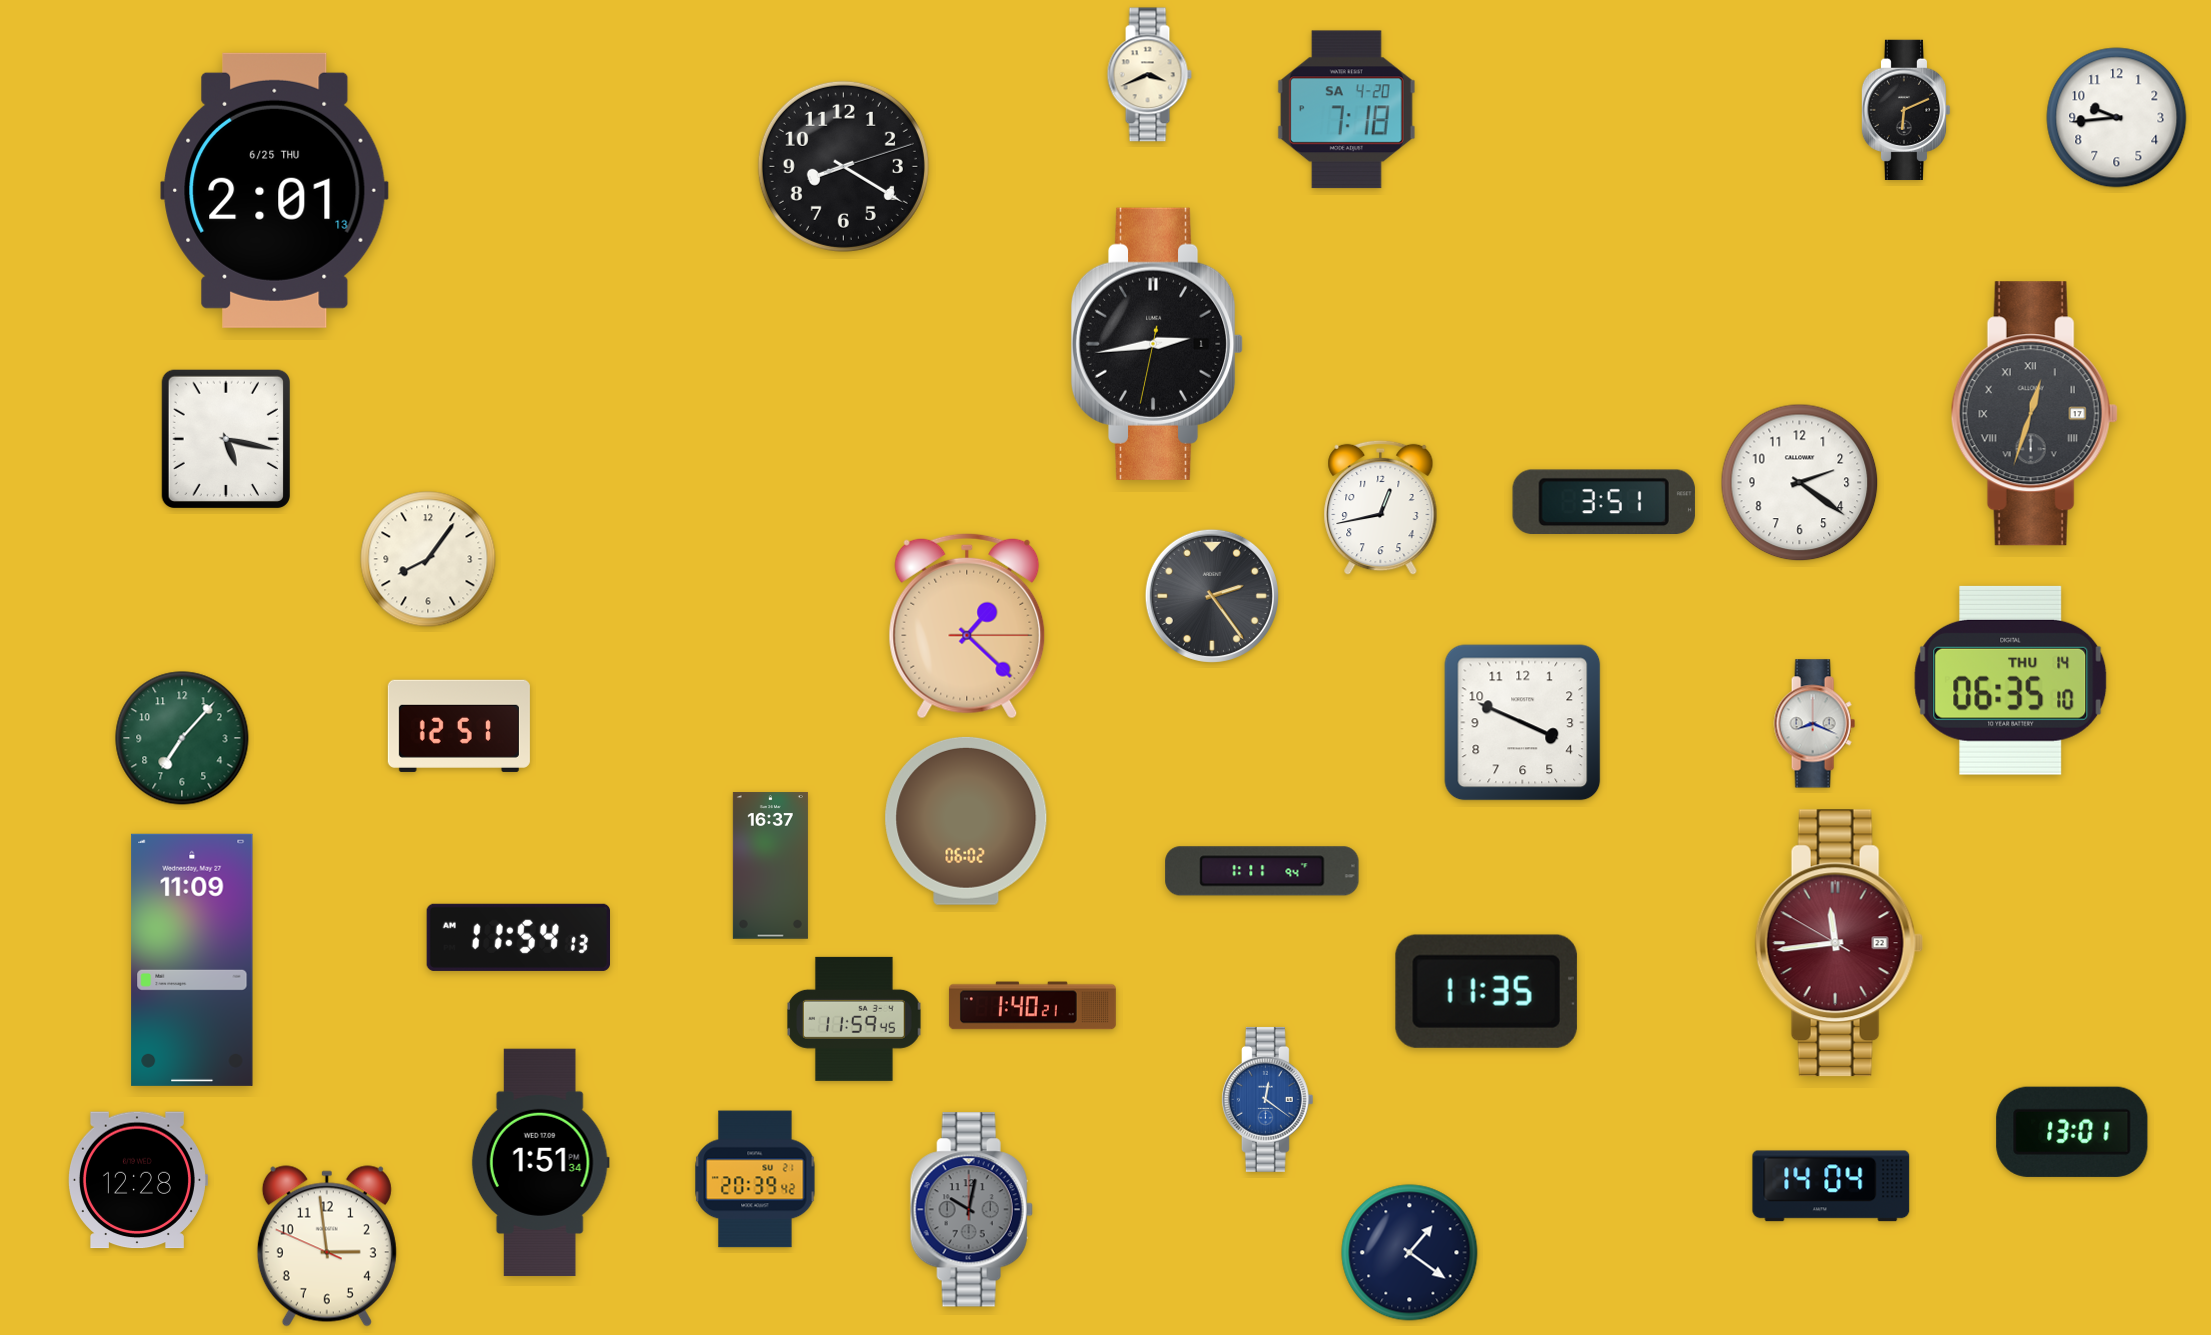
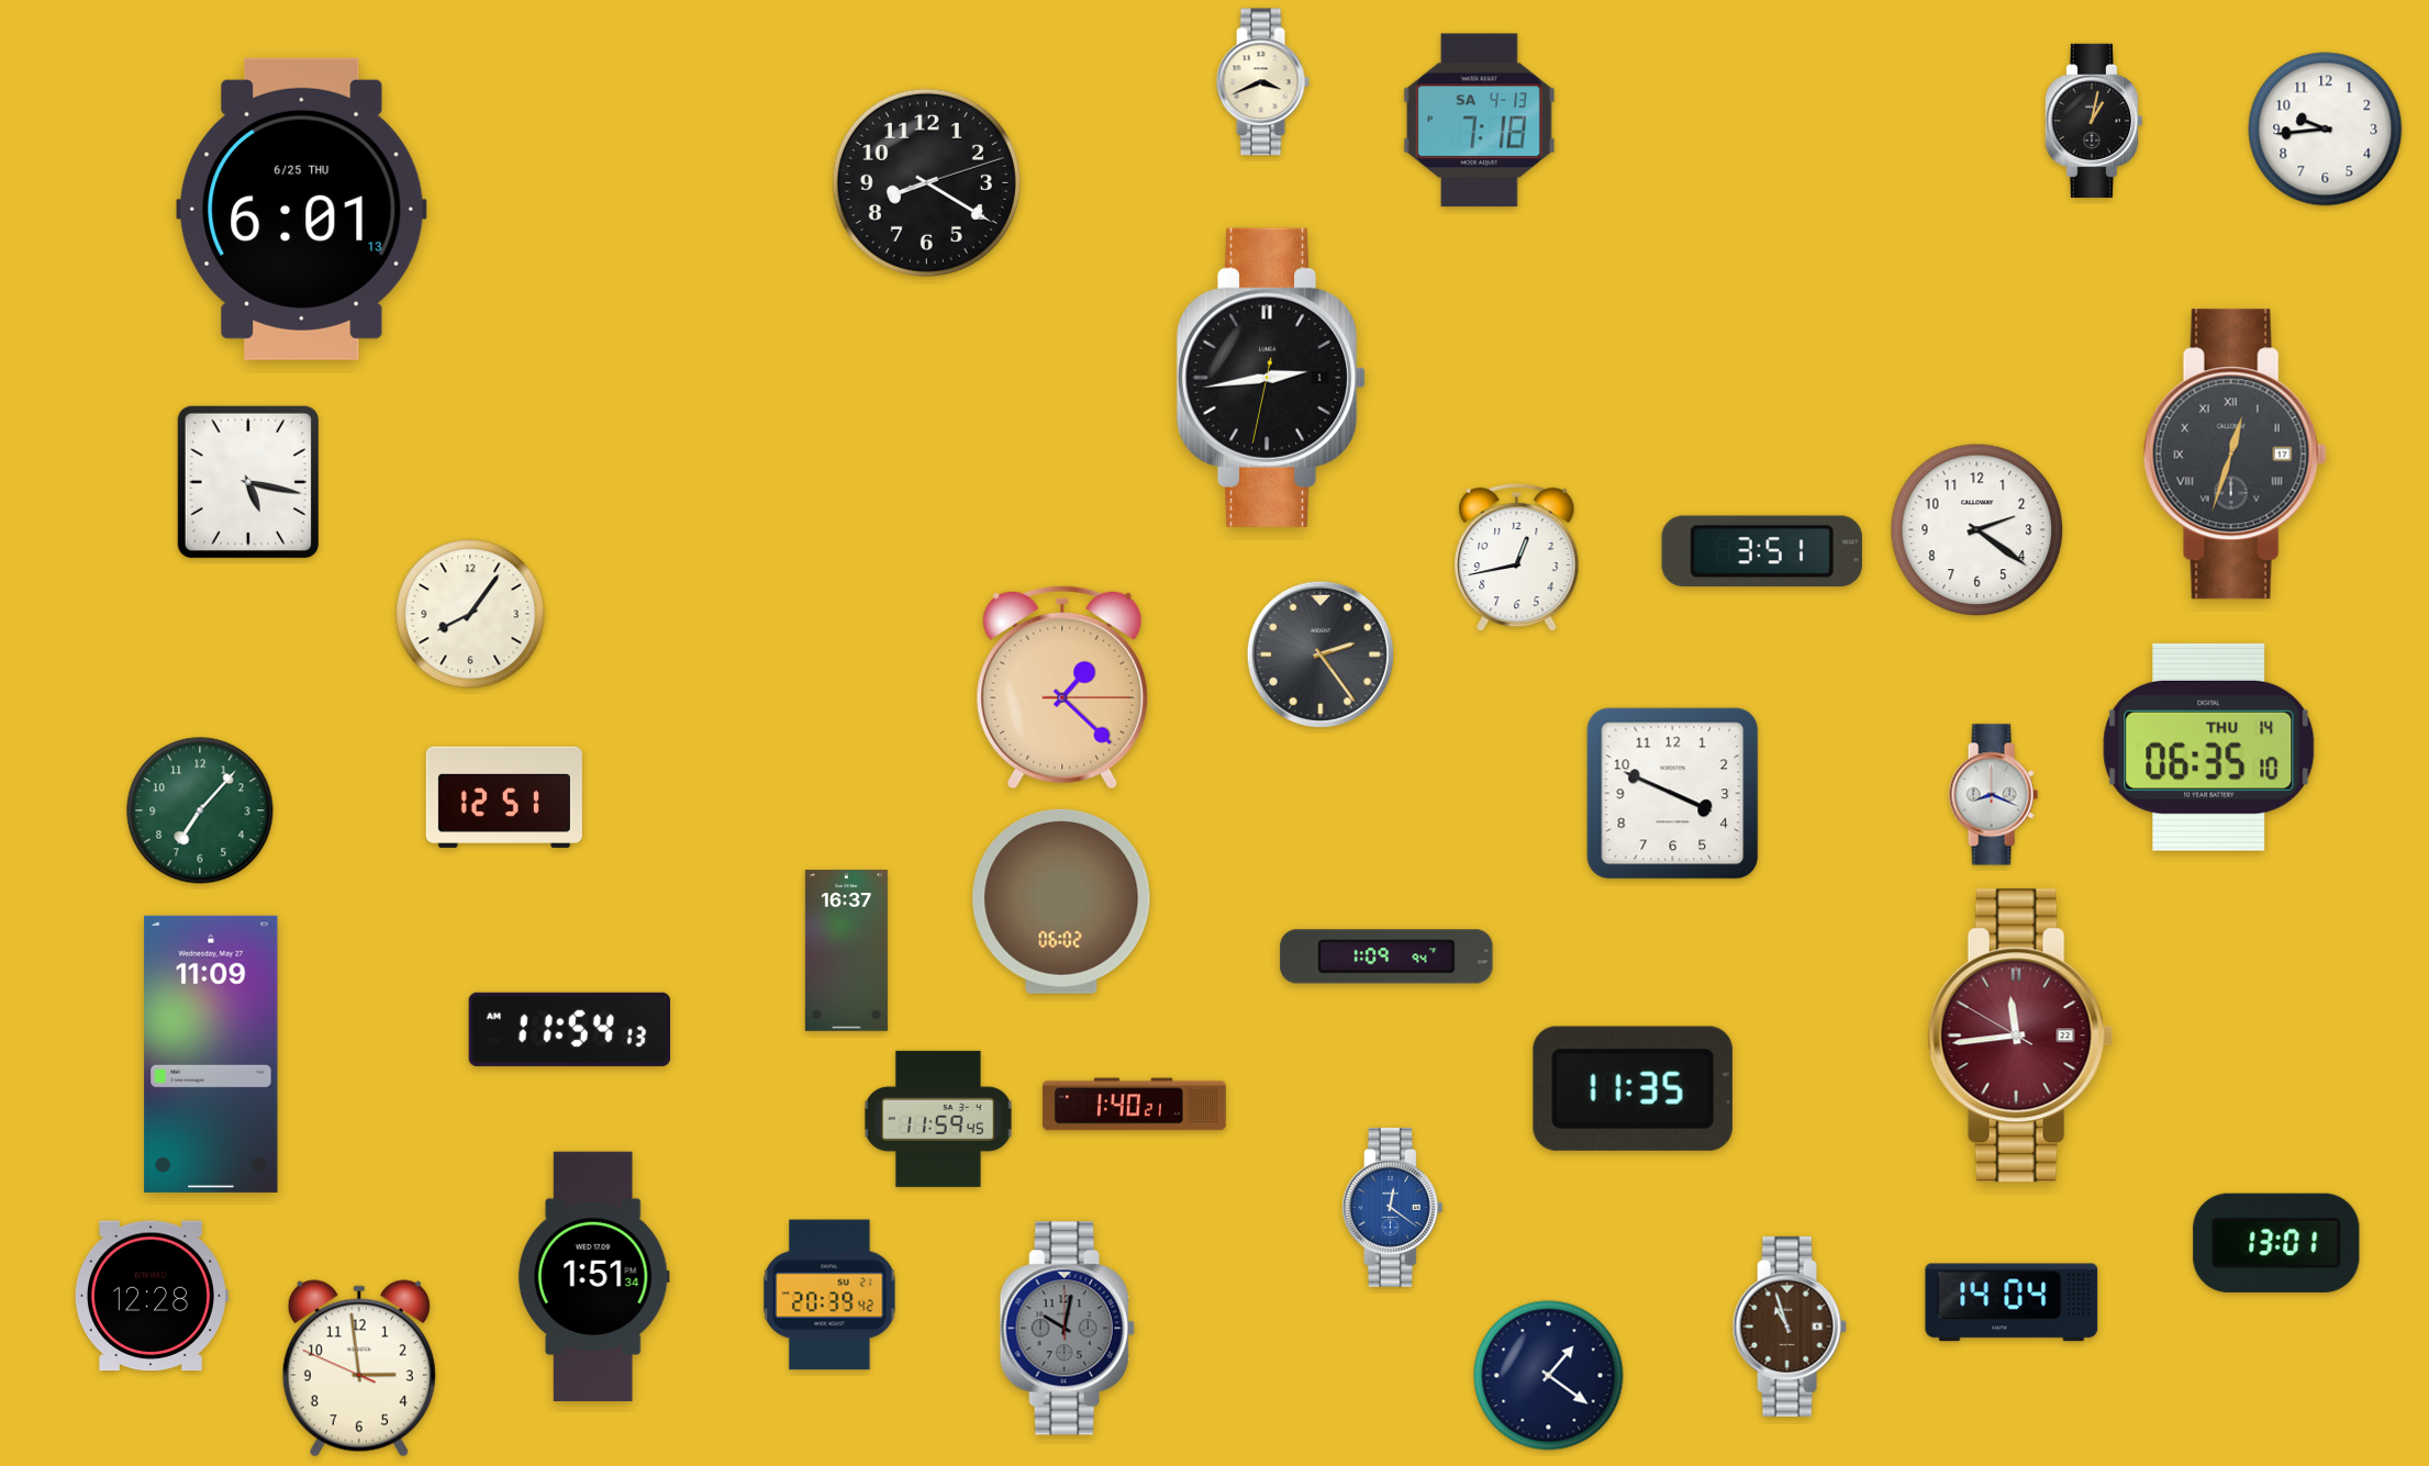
clock at (1906, 109): 6:11 -> 1:02
clock at (1346, 110) date: SA 4-20 -> SA 4-13
clock at (275, 190): 2:01 -> 6:01
clock at (1212, 596) position: (1212, 596) -> (1321, 654)
clock at (1262, 871): 1:11 -> 1:09
clock at (1790, 1327): none -> 10:57
